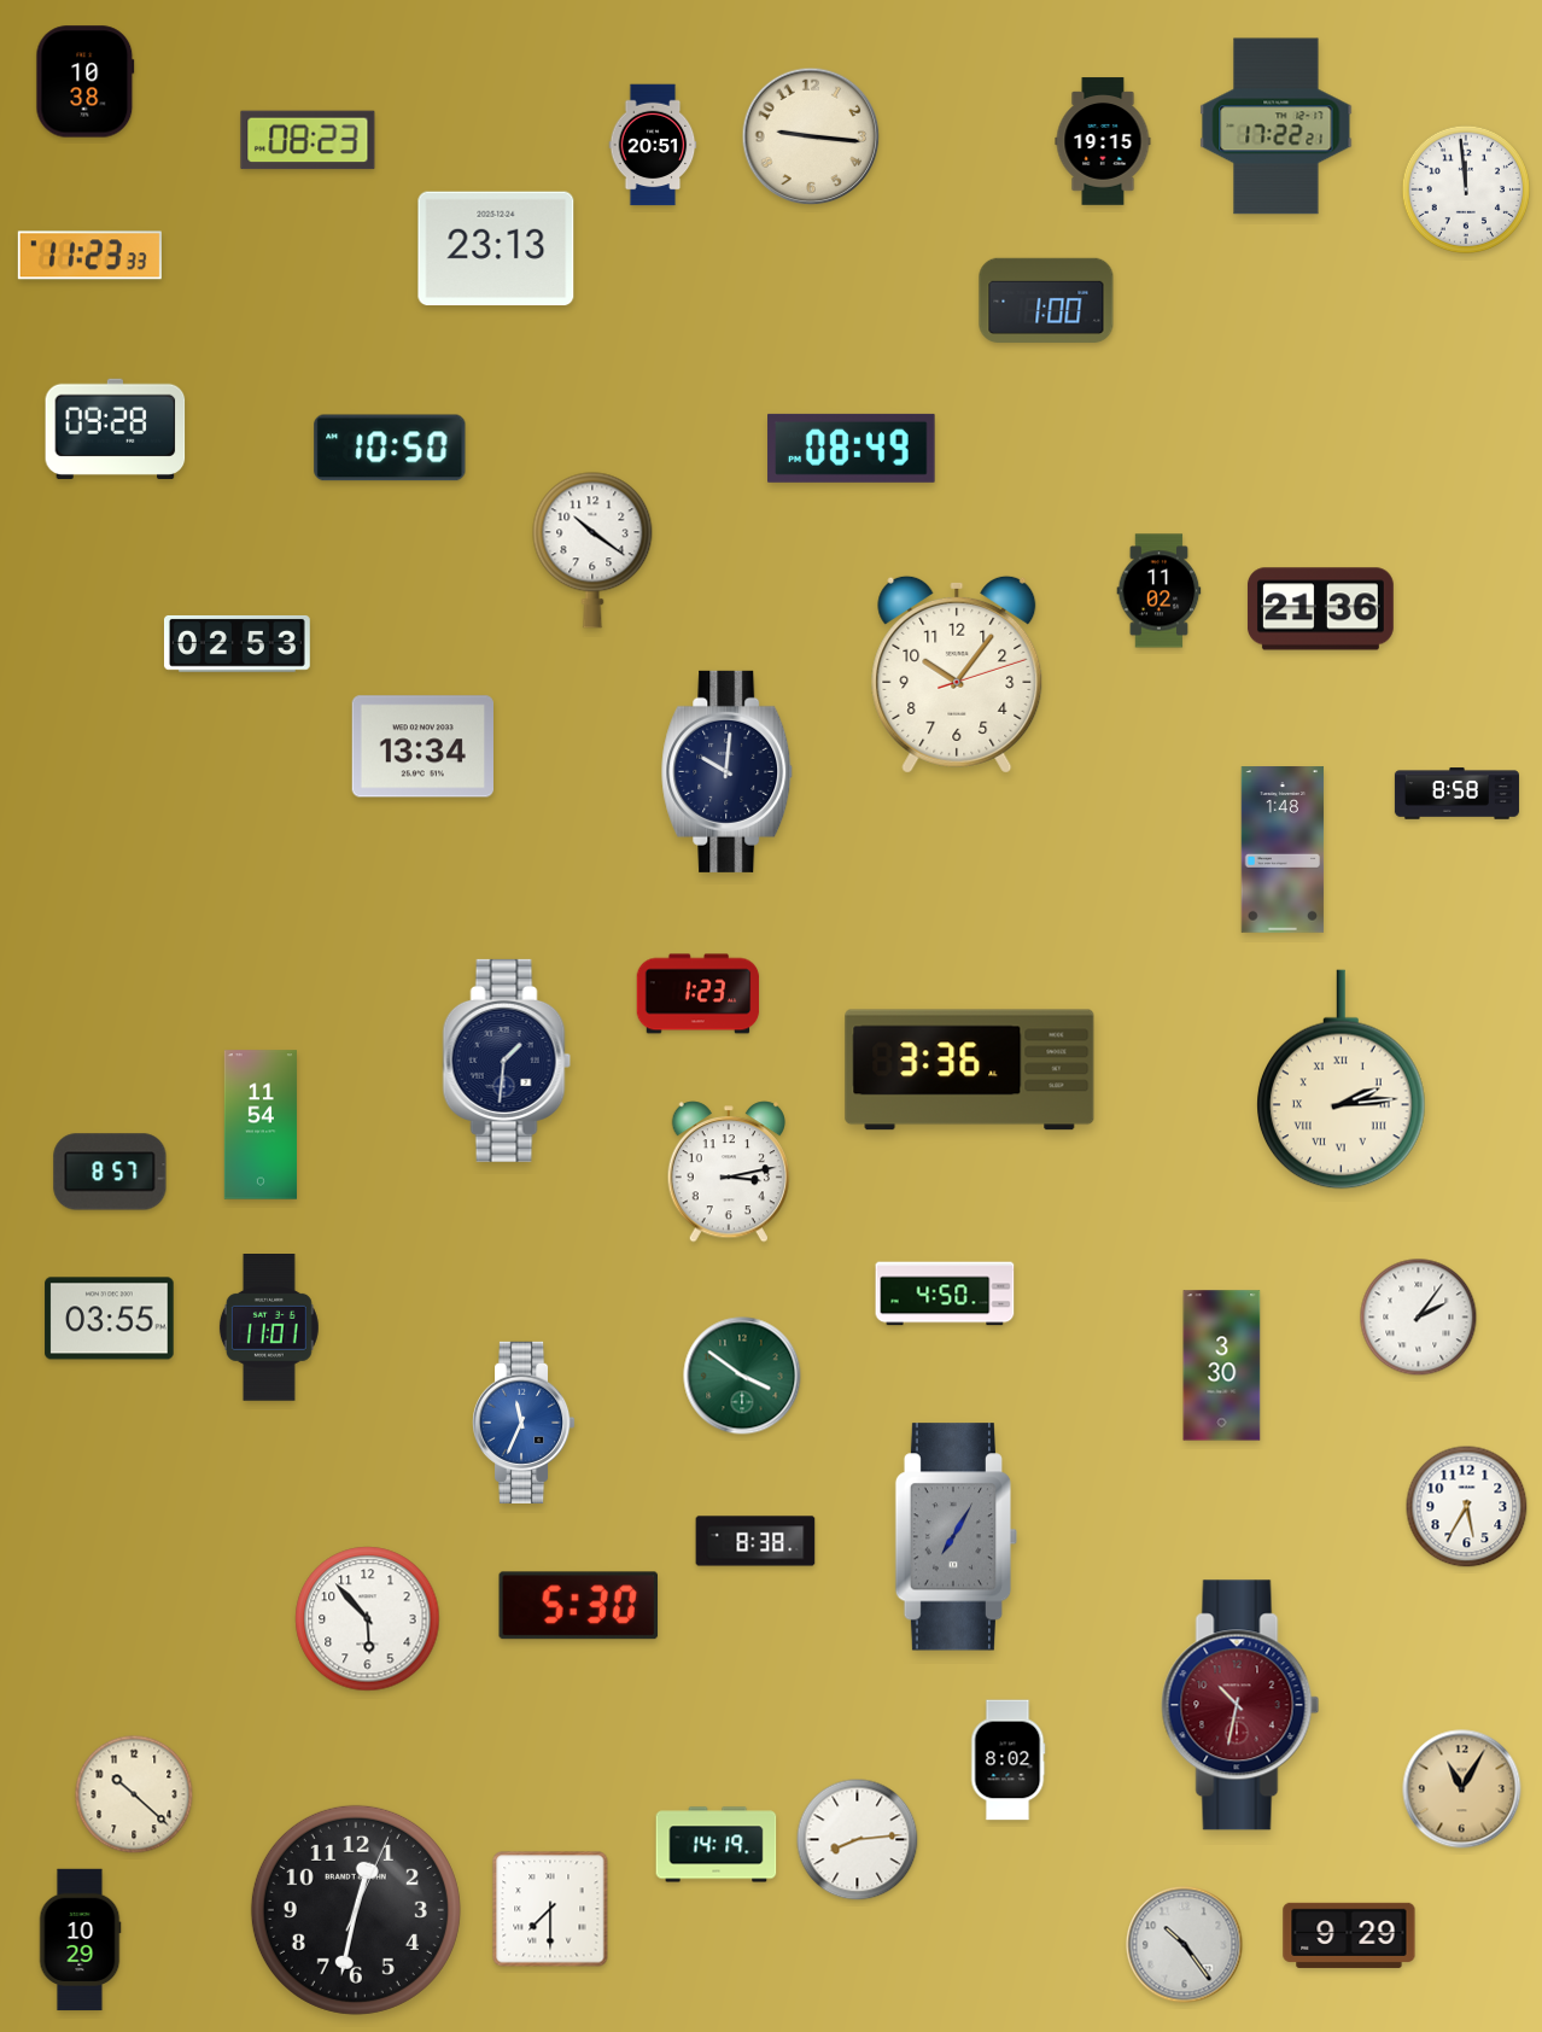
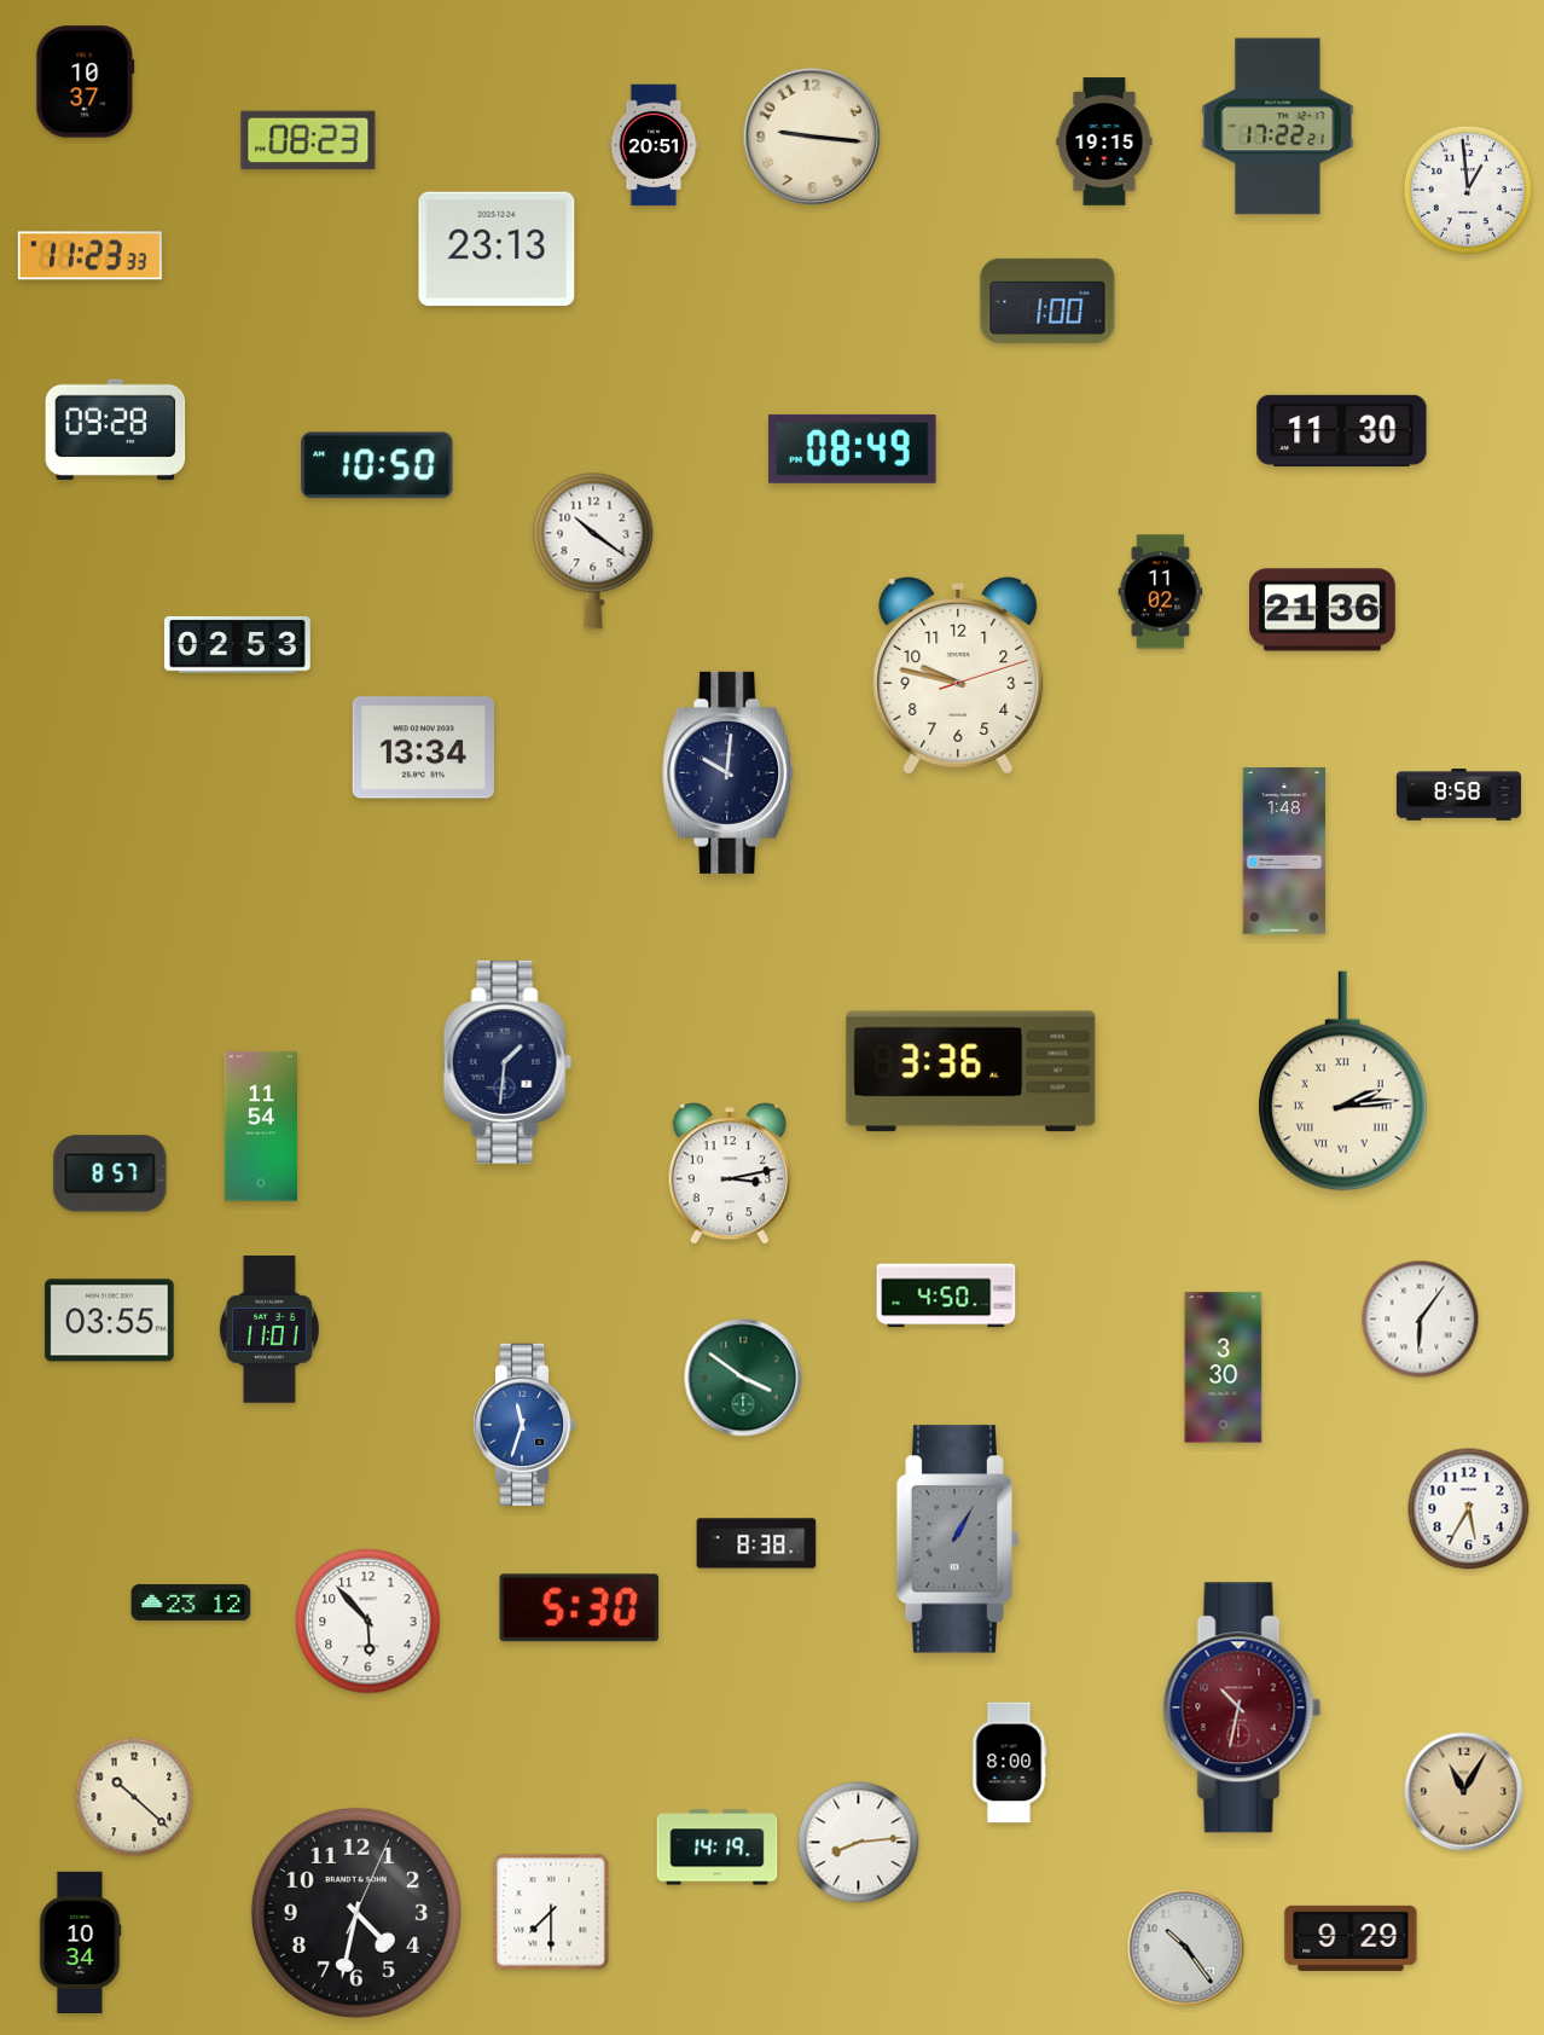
clock at (86, 82): 10:38 -> 10:37
clock at (1466, 189): 11:59 -> 12:59
clock at (1342, 430): none -> 11:30
clock at (390, 448) position: (390, 448) -> (377, 465)
clock at (957, 675): 10:06 -> 9:47
clock at (699, 994): 1:23 -> none
clock at (1419, 1318): 2:06 -> 6:06
clock at (525, 1423): 11:34 -> 11:33
clock at (957, 1537): 7:05 -> 1:05
clock at (191, 1602): none -> 23:12
clock at (1007, 1761): 8:02 -> 8:00
clock at (356, 1910): 12:32 -> 4:32
clock at (80, 1940): 10:29 -> 10:34
